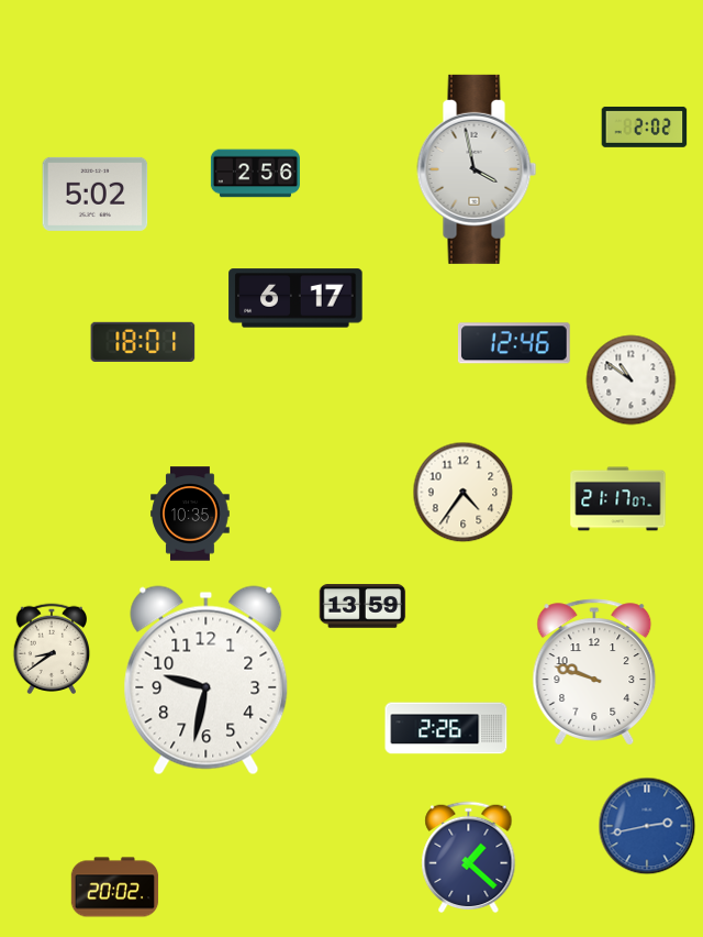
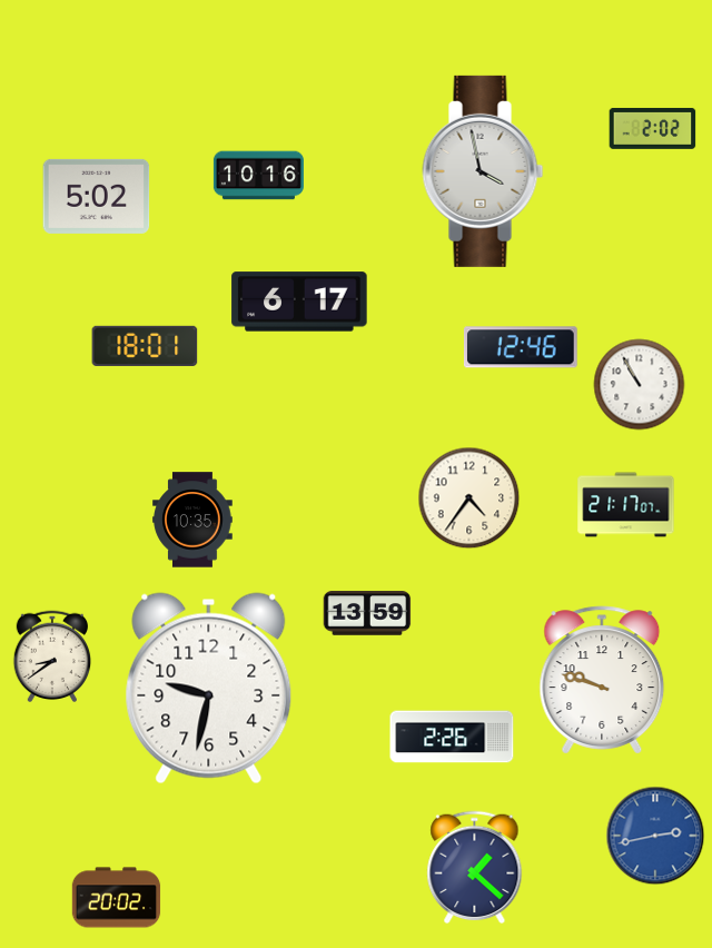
clock at (255, 174): 2:56 -> 10:16
clock at (632, 381): 10:51 -> 10:55
